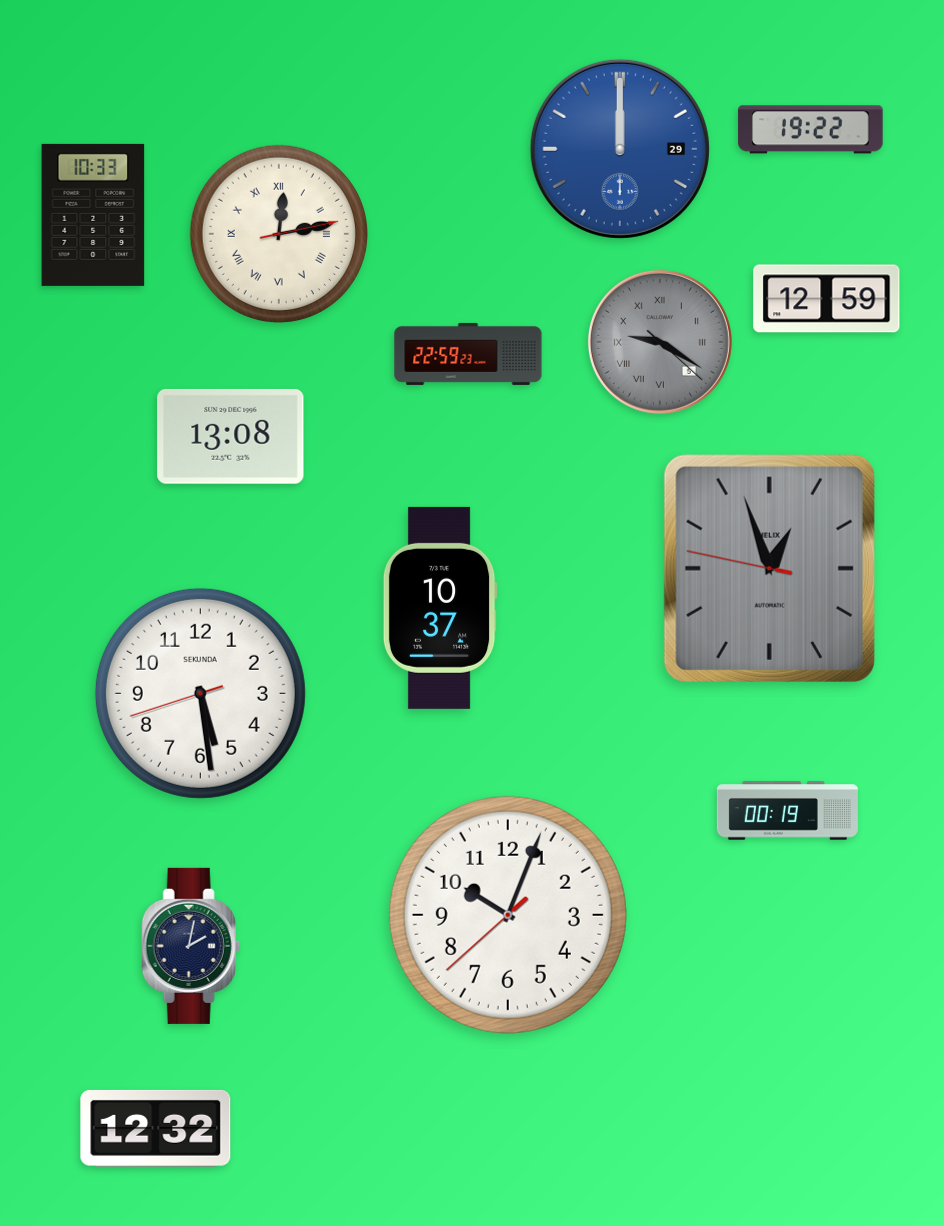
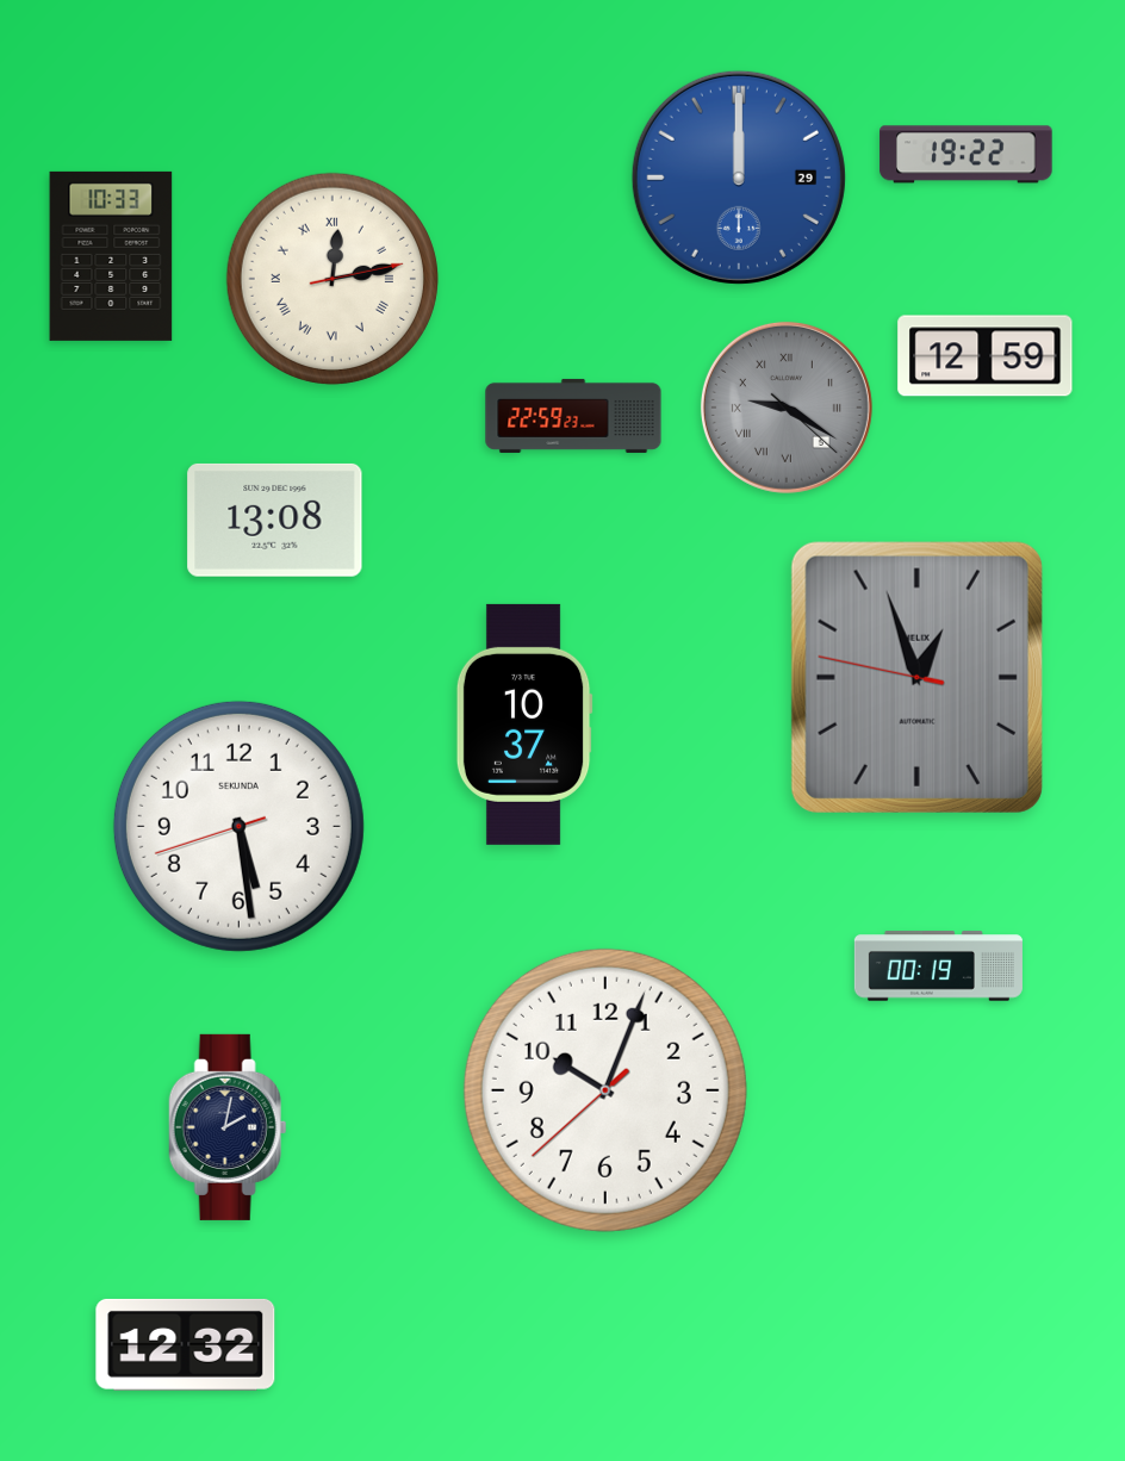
clock at (468, 354) position: (468, 354) -> (573, 416)
